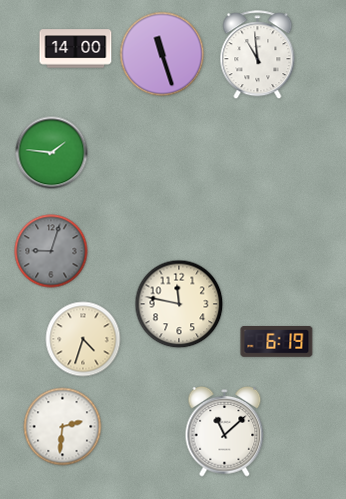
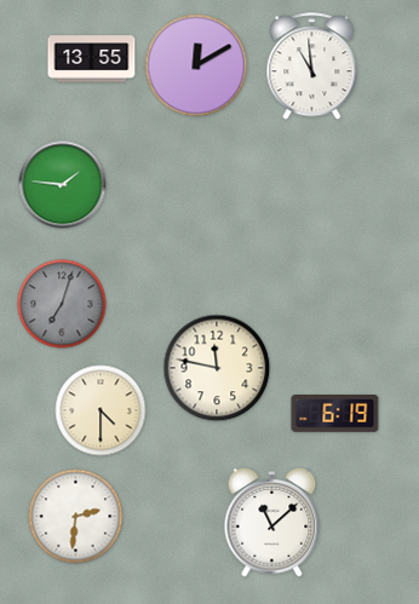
clock at (76, 49): 14:00 -> 13:55
clock at (162, 54): 11:27 -> 12:10
clock at (51, 251): 9:03 -> 7:03
clock at (83, 339): 4:33 -> 4:30
